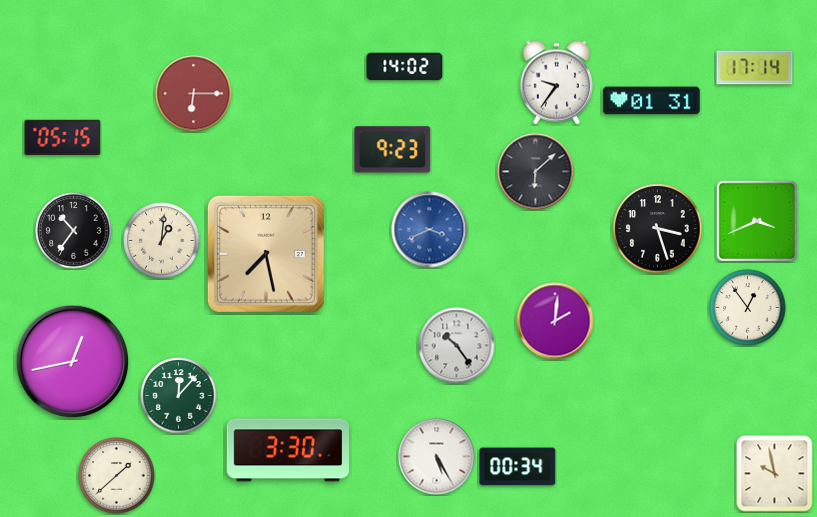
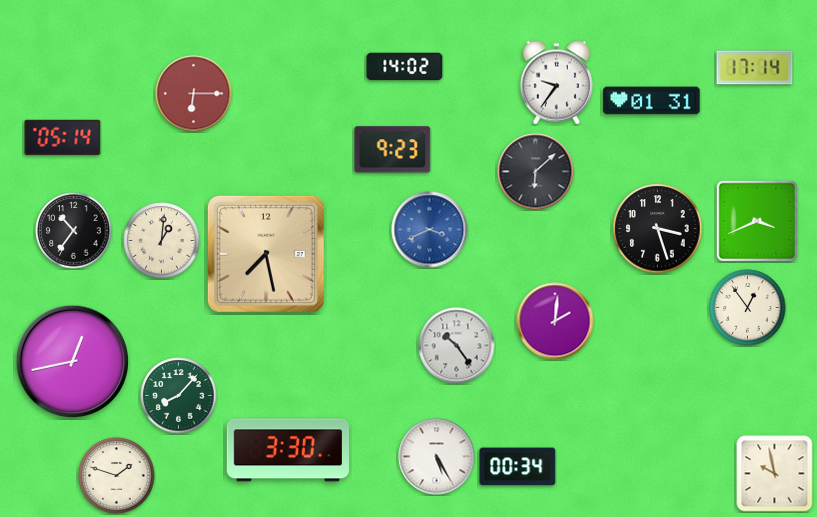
clock at (63, 137): 05:15 -> 05:14
clock at (179, 396): 12:07 -> 8:07
clock at (117, 476): 1:38 -> 1:48
